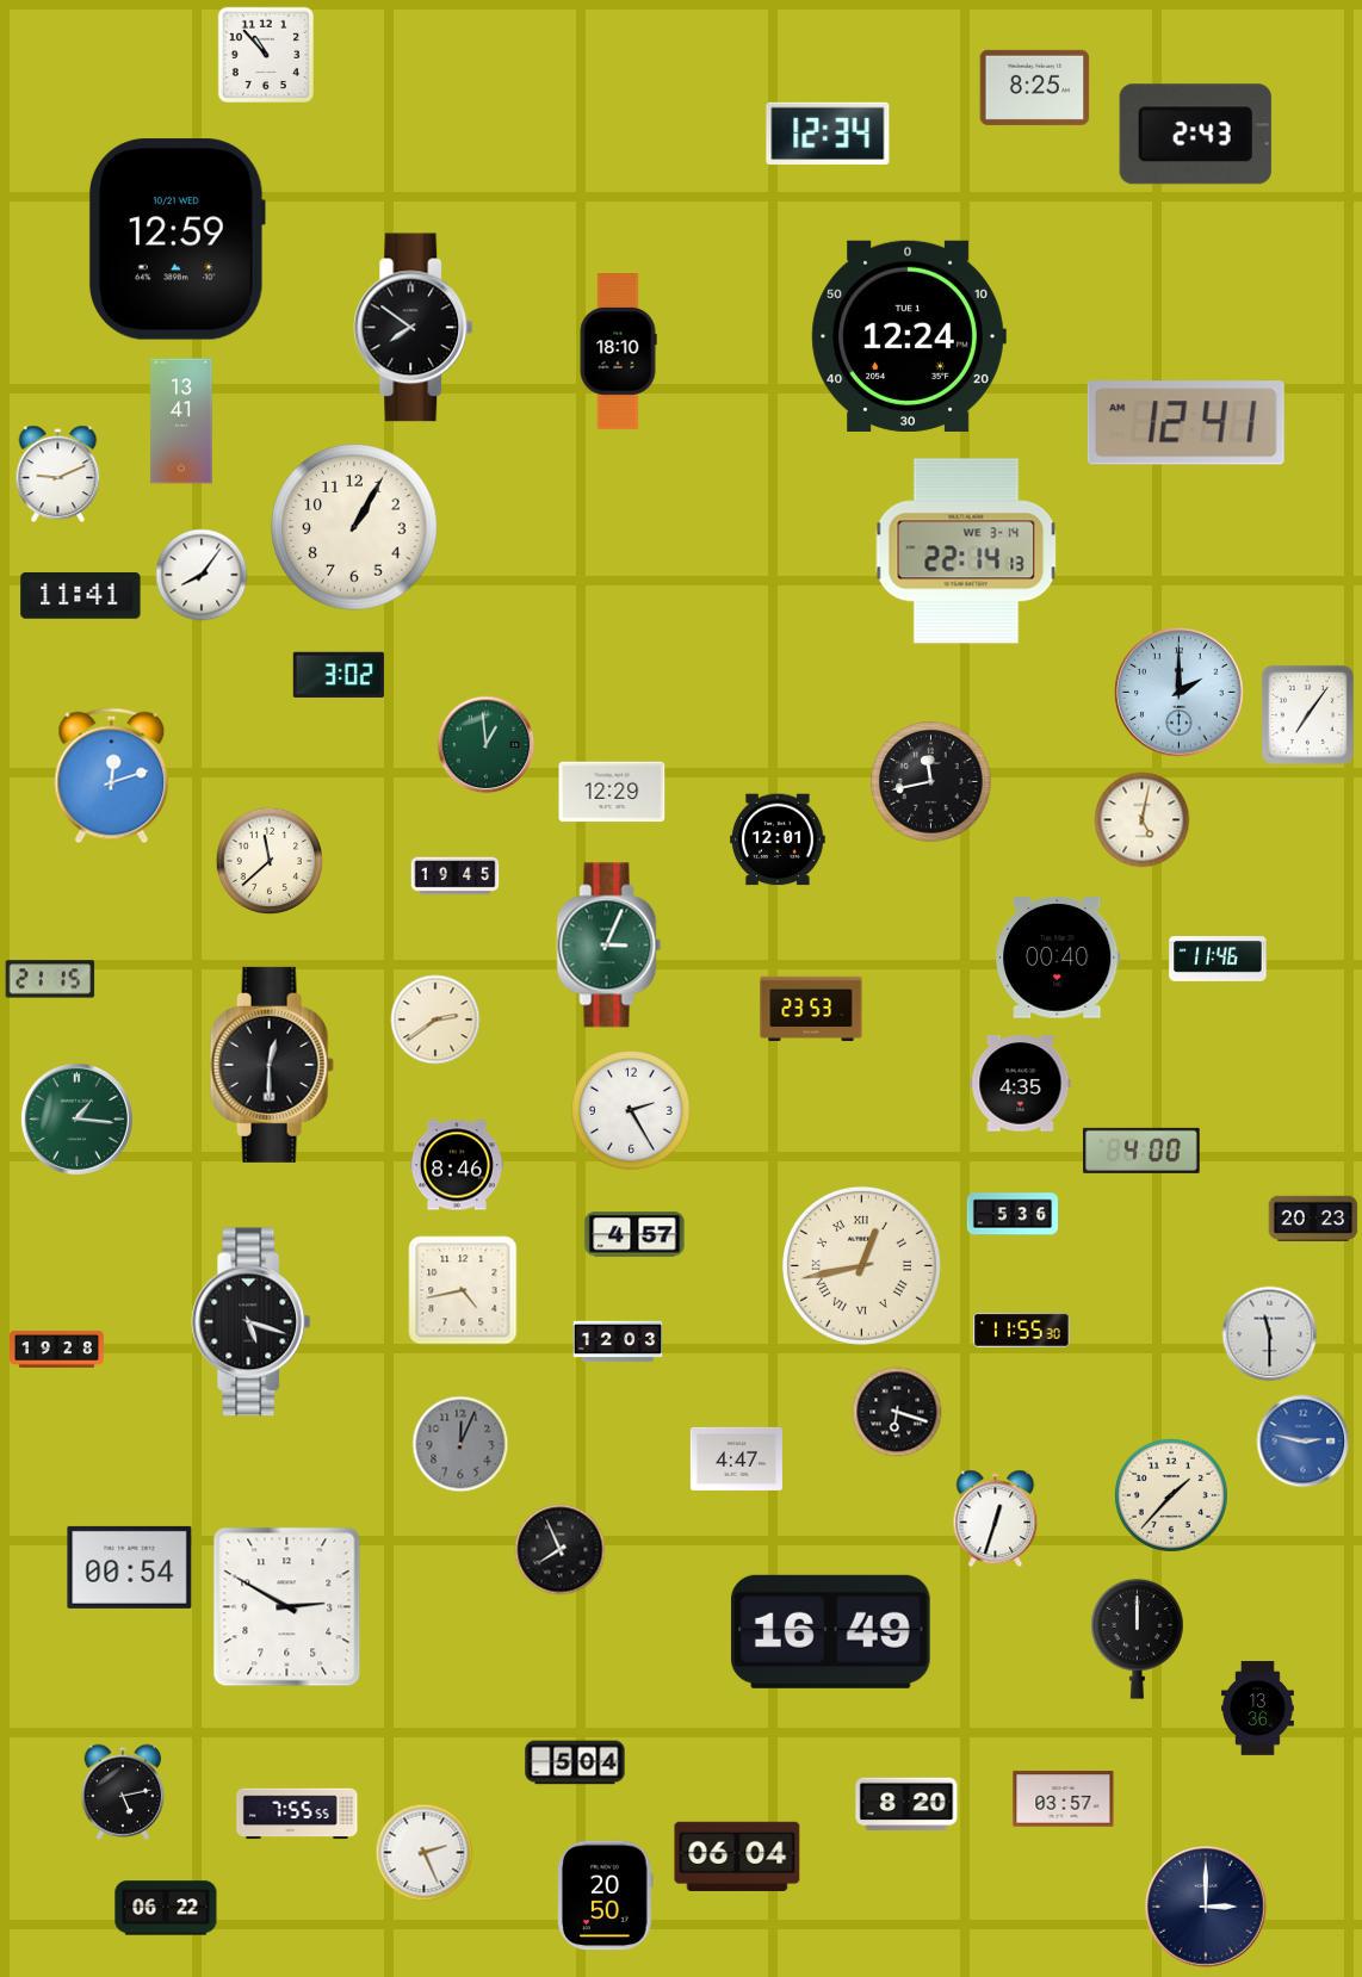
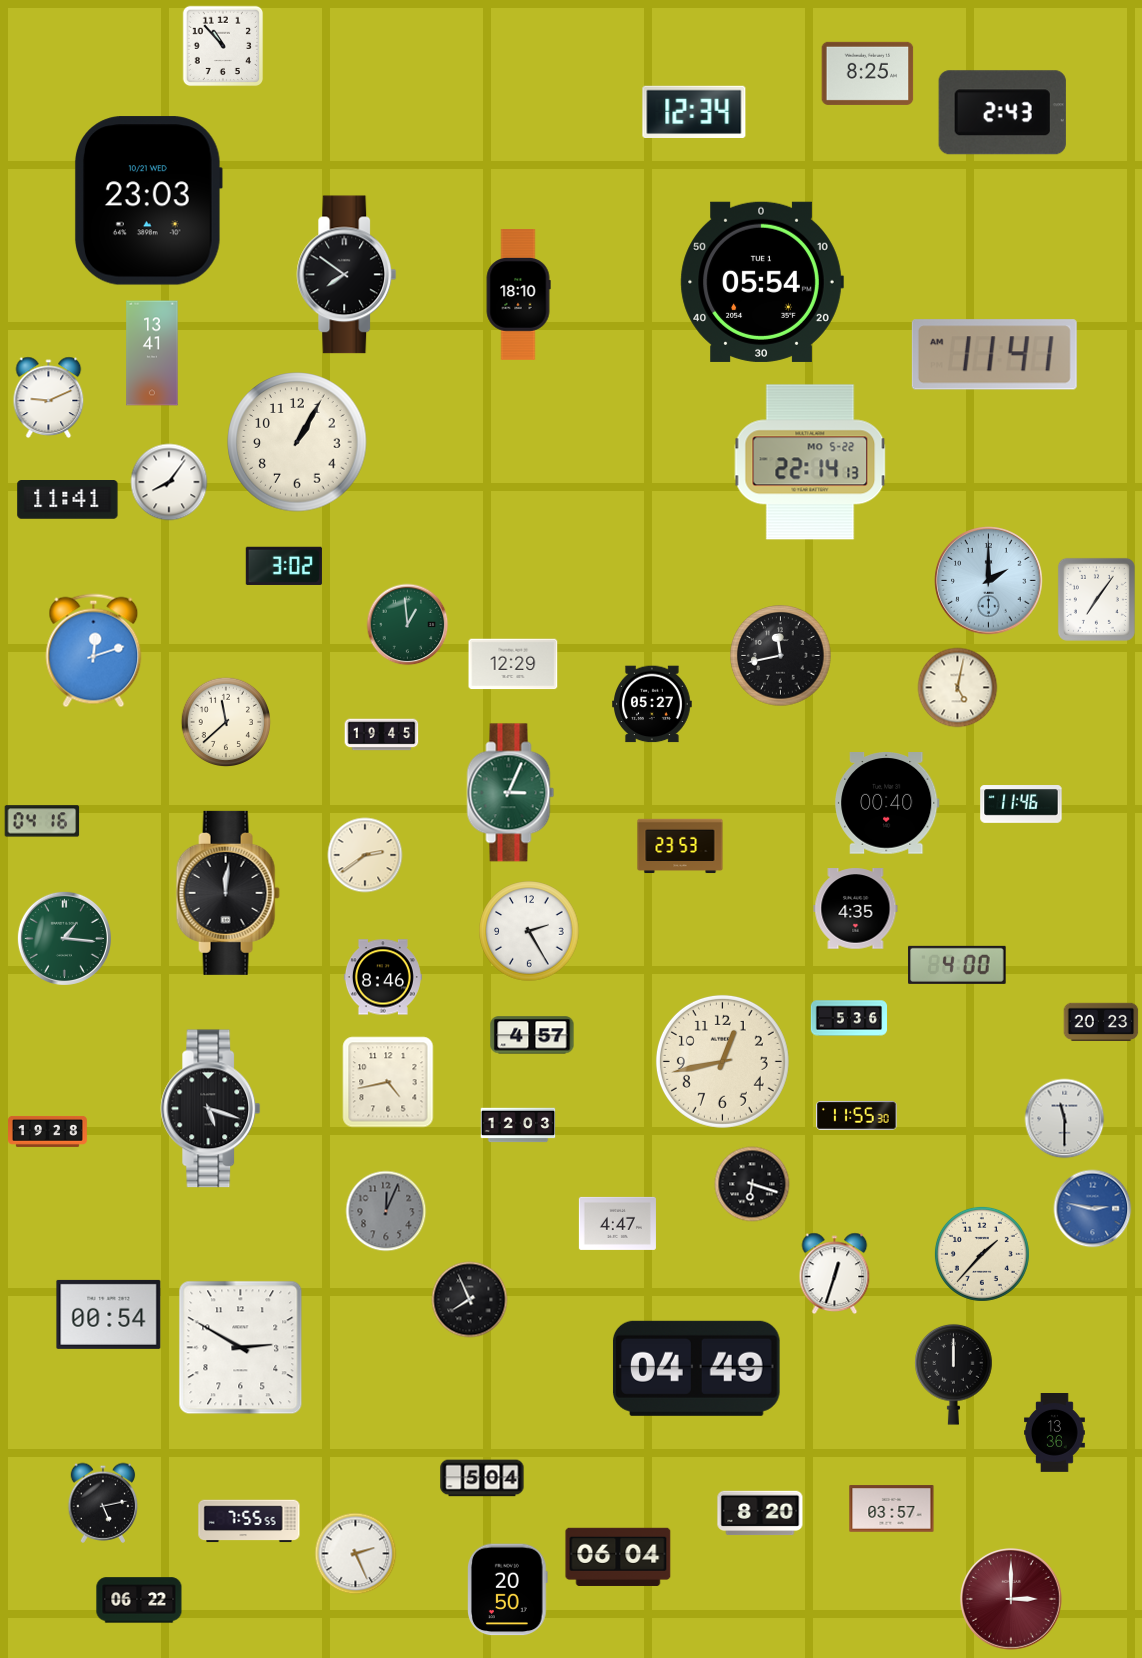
clock at (178, 240): 12:59 -> 23:03
clock at (909, 336): 12:24 -> 05:54
clock at (1185, 423): 12:41 -> 11:41
clock at (966, 551) date: WE 3-14 -> MO 5-22
clock at (778, 839): 12:01 -> 05:27
clock at (50, 979): 21:15 -> 04:16
clock at (272, 1065): 12:30 -> 12:01
clock at (861, 1265) numerals: Roman -> Arabic
clock at (830, 1631): 16:49 -> 04:49
clock at (1206, 1907) dial: navy -> burgundy
